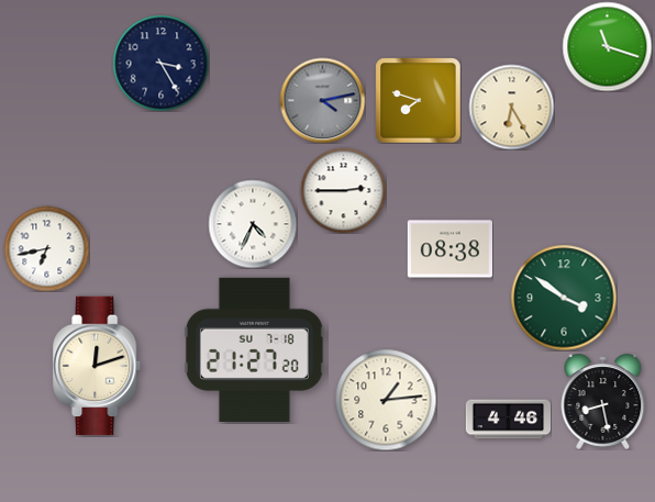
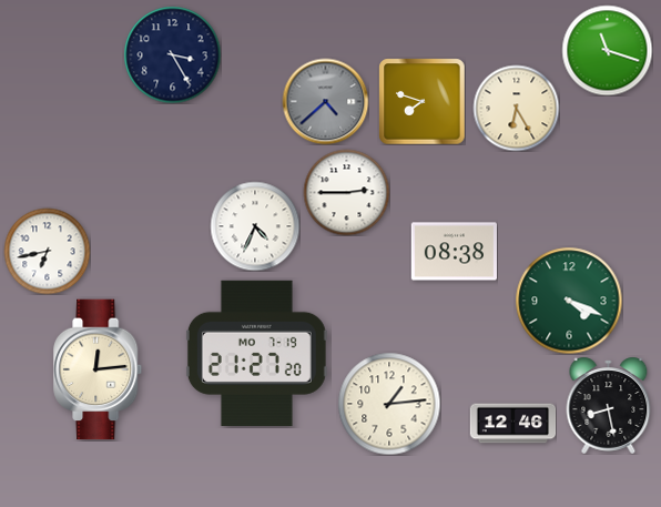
clock at (607, 46) position: (607, 46) -> (607, 50)
clock at (160, 63) position: (160, 63) -> (172, 54)
clock at (322, 100): 4:13 -> 4:38
clock at (564, 298): 3:51 -> 4:19
clock at (254, 349) date: SU 7-18 -> MO 7-19
clock at (98, 366): 12:12 -> 12:14
clock at (508, 420): 4:46 -> 12:46
